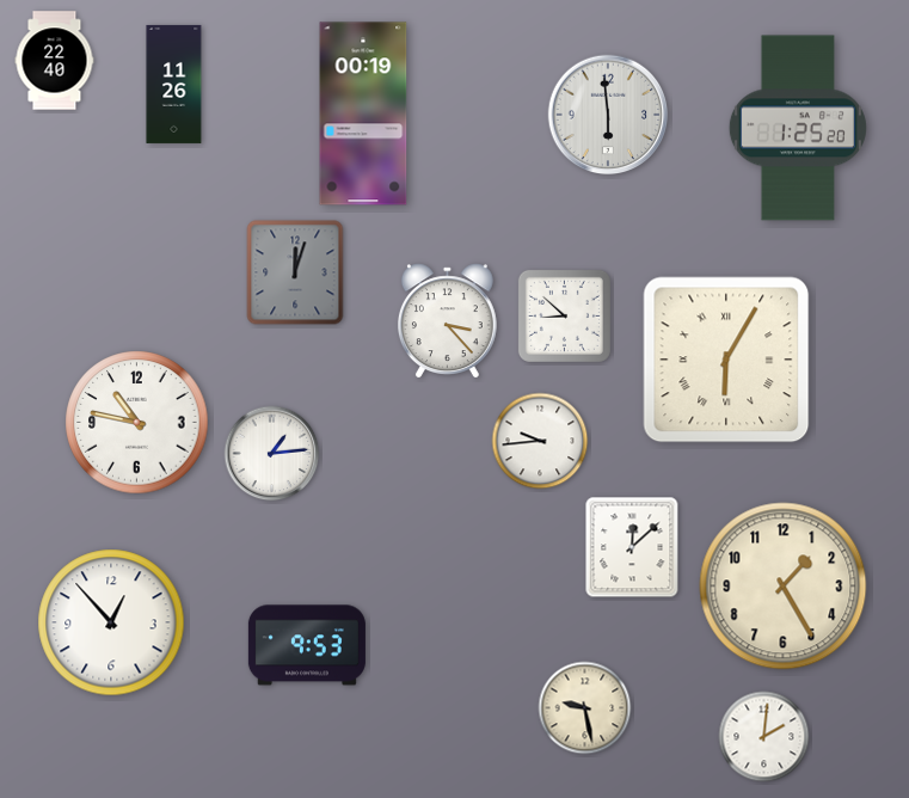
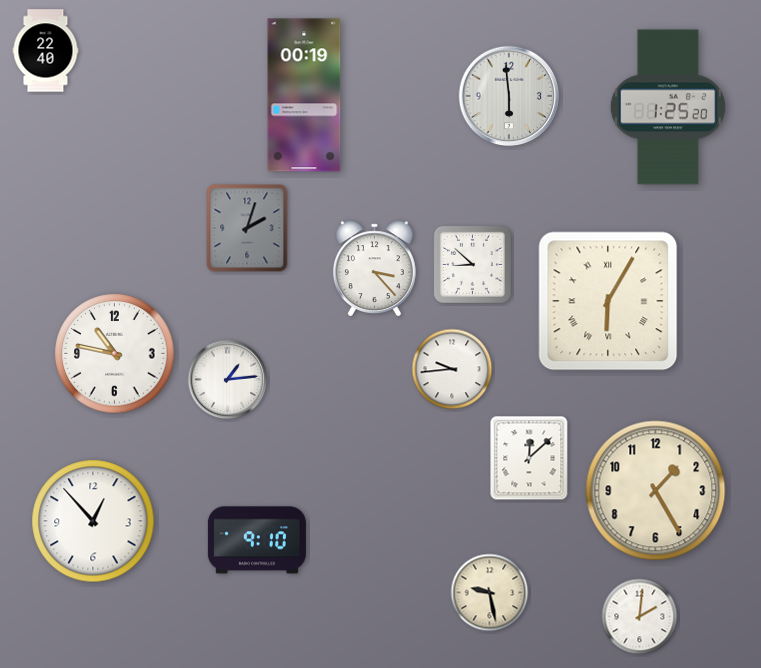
clock at (174, 84): 11:26 -> none
clock at (295, 272): 12:03 -> 2:03
clock at (307, 645): 9:53 -> 9:10
